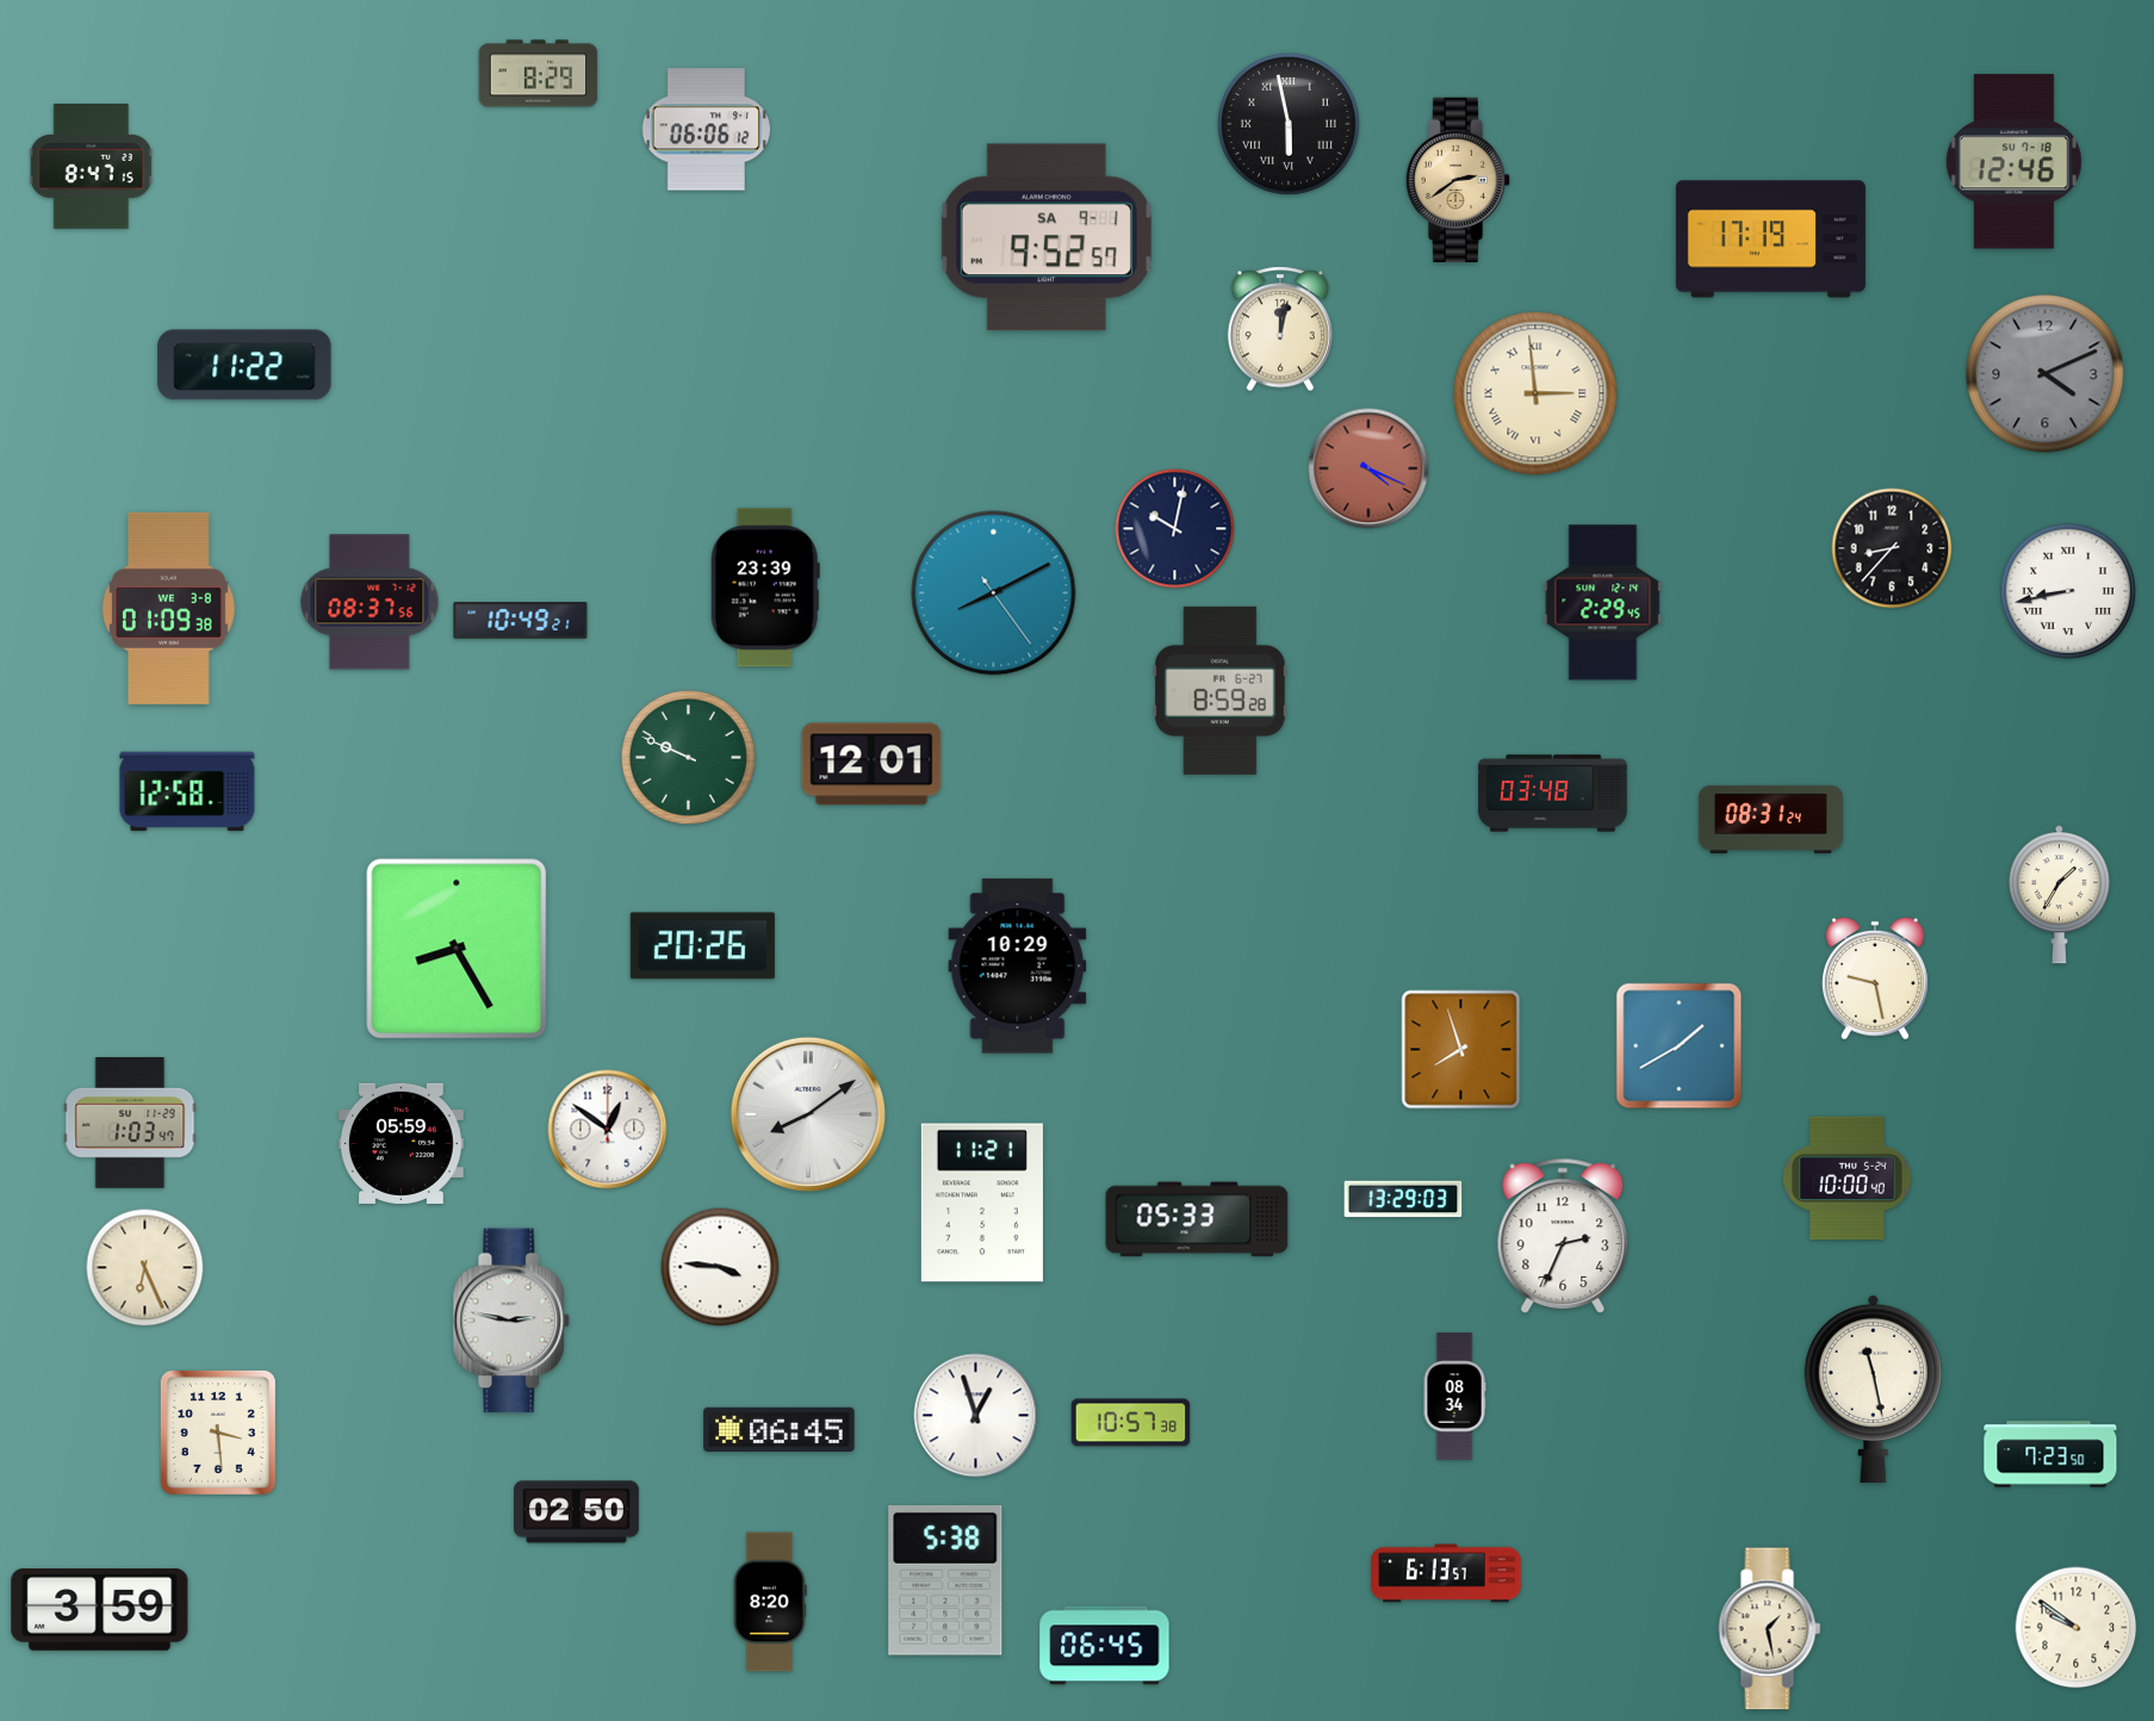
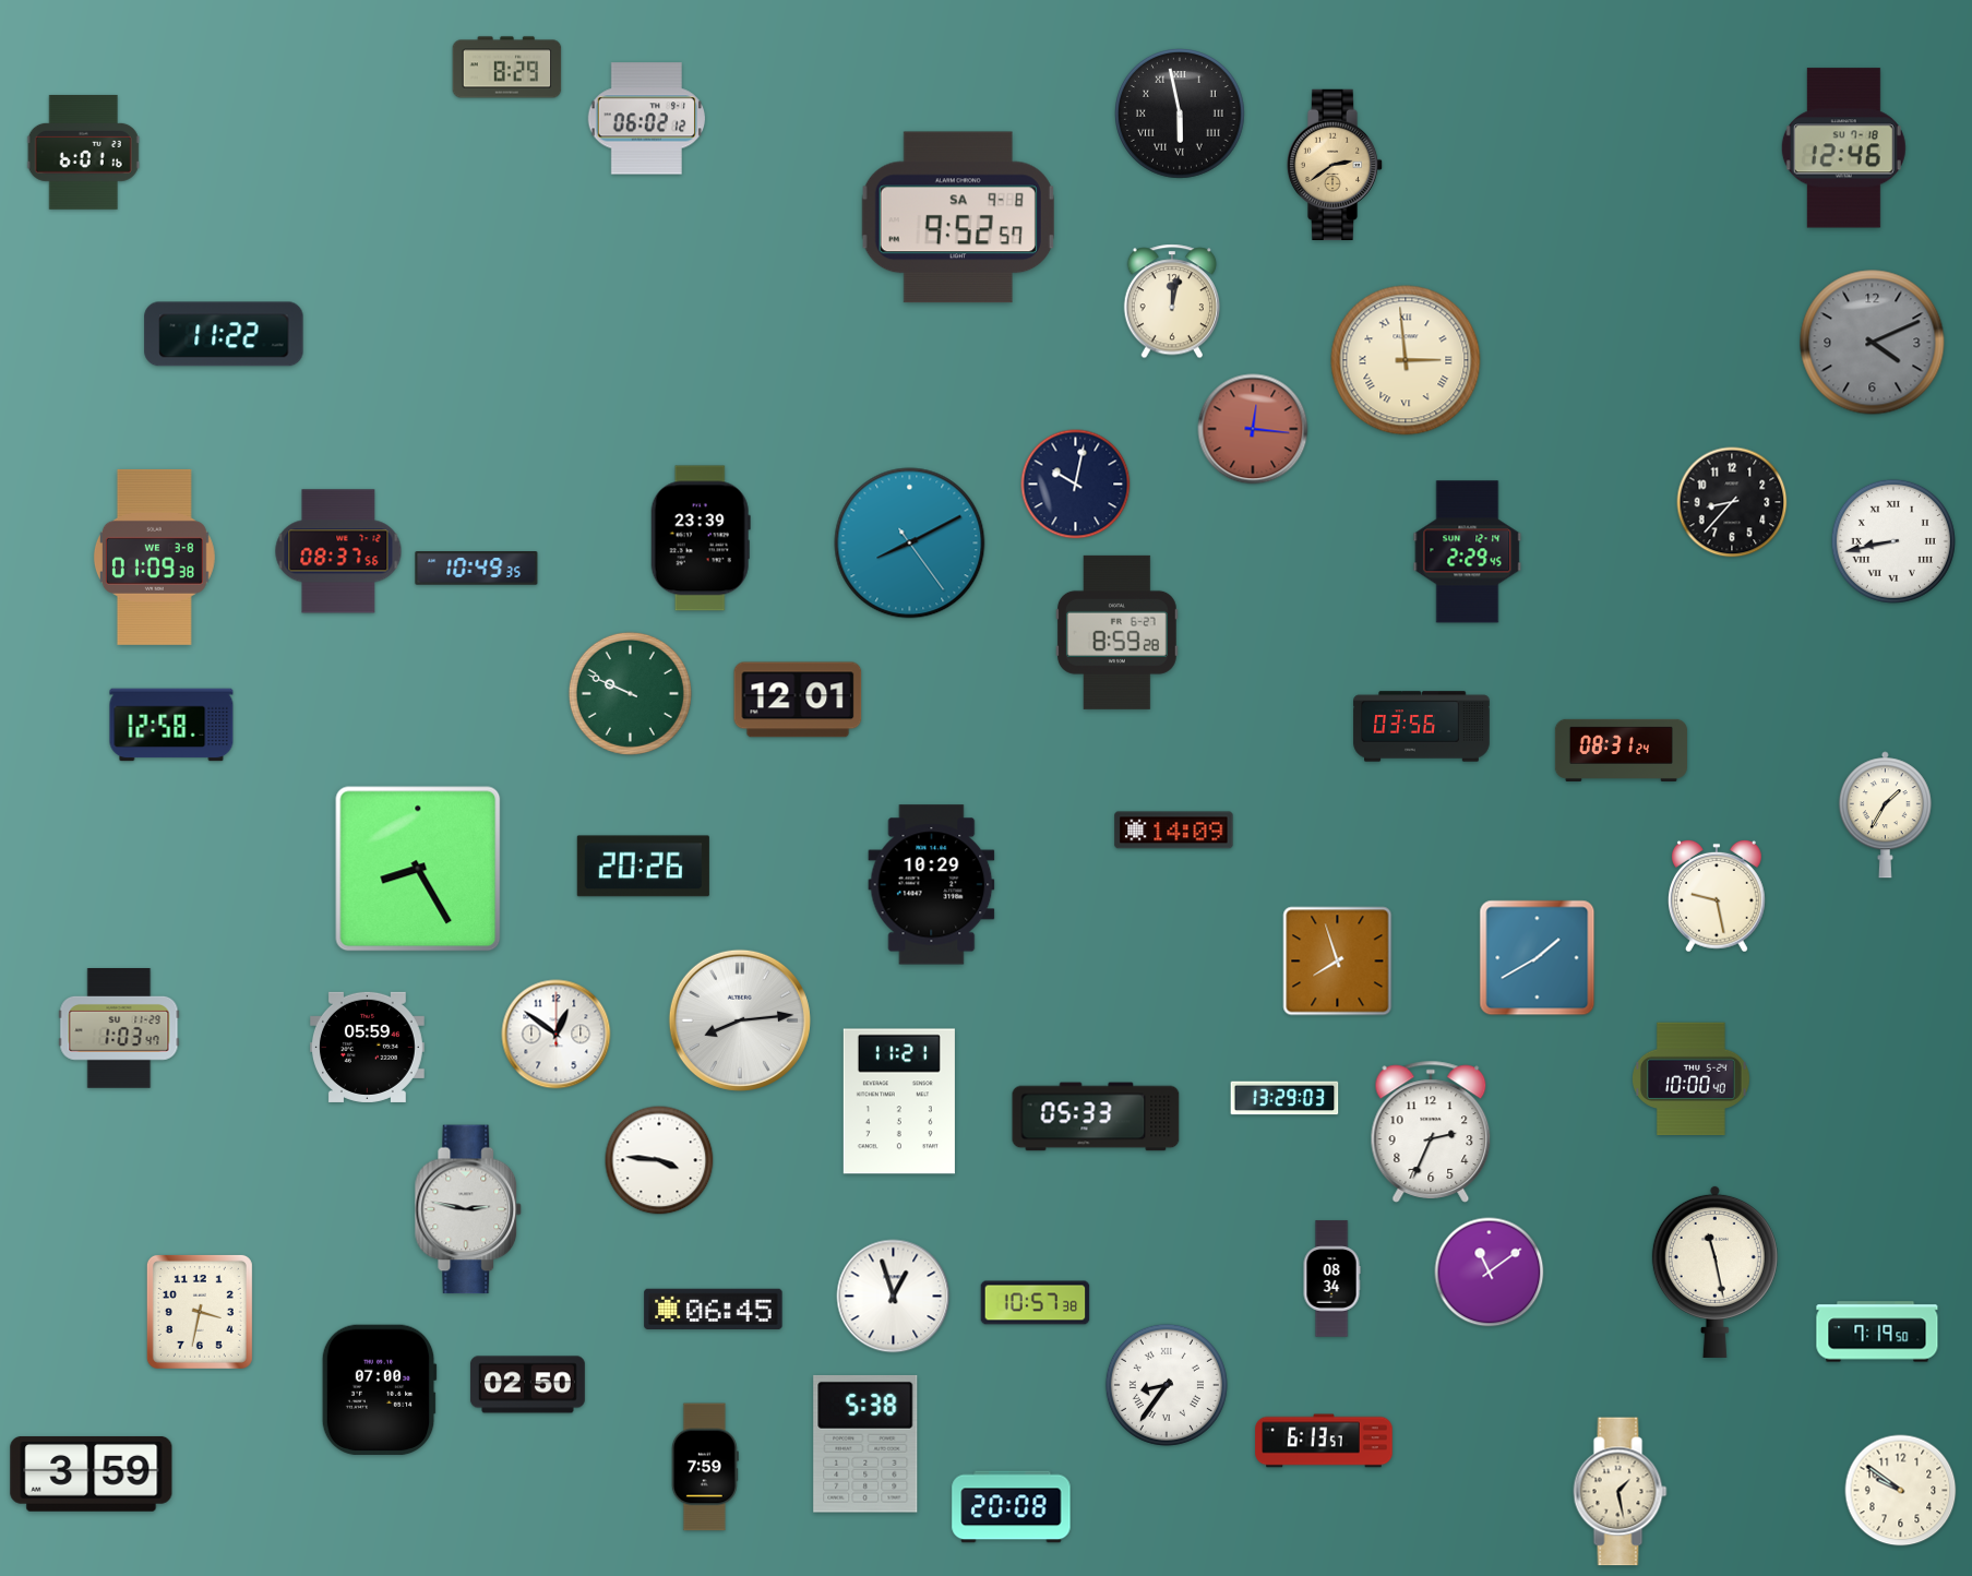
clock at (539, 74) position: (539, 74) -> (507, 68)
clock at (706, 130): 06:06 -> 06:02
clock at (91, 166): 8:47 -> 6:01
clock at (1047, 237) date: SA 9-1 -> SA 9-8
clock at (1770, 240): 17:19 -> none
clock at (1368, 468): 4:19 -> 12:16
clock at (521, 621): 10:49:21 -> 10:49:35
clock at (1553, 794): 03:48 -> 03:56
clock at (2059, 895) position: (2059, 895) -> (1885, 815)
clock at (1174, 831): none -> 14:09
clock at (808, 1114): 8:09 -> 8:14
clock at (145, 1268): 6:26 -> none
clock at (1490, 1273): none -> 11:09
clock at (218, 1433): 3:29 -> 3:32
clock at (2050, 1454): 7:23 -> 7:19
clock at (1167, 1385): none -> 8:36
clock at (379, 1389): none -> 07:00
clock at (945, 1580) position: (945, 1580) -> (865, 1444)
clock at (770, 1602): 8:20 -> 7:59
clock at (1105, 1646): 06:45 -> 20:08
